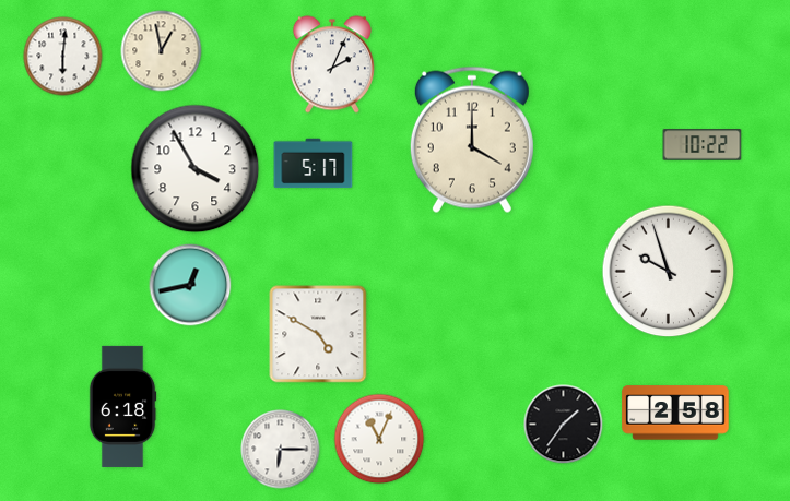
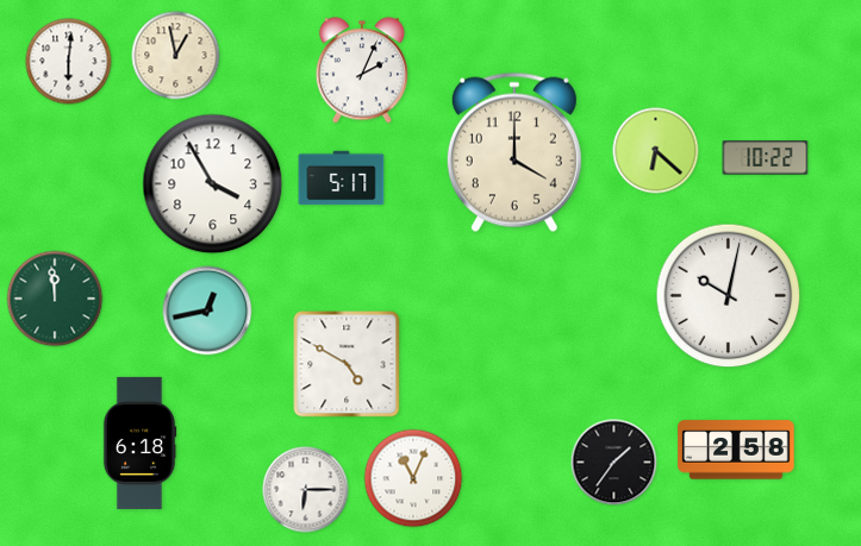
clock at (656, 151): none -> 6:22
clock at (669, 272): 9:57 -> 10:02
clock at (55, 299): none -> 11:59
clock at (122, 406) position: (122, 406) -> (139, 443)
